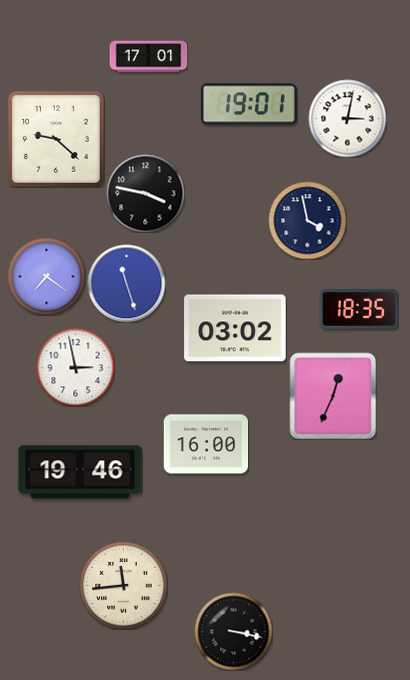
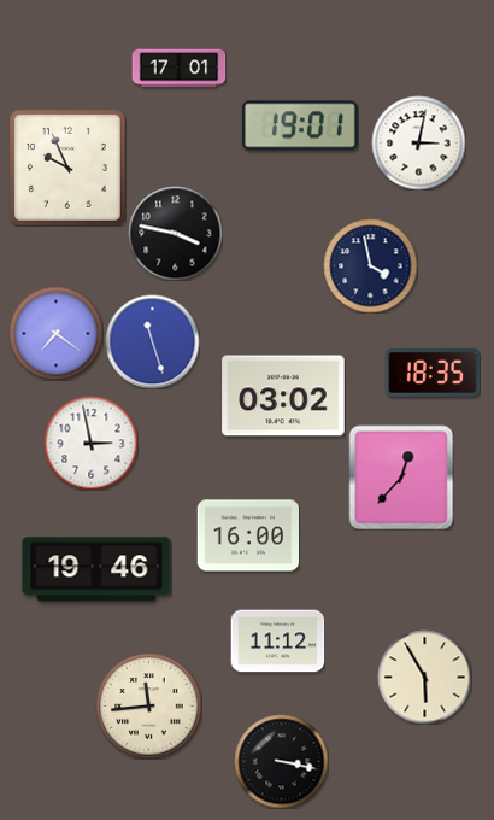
clock at (56, 139): 9:22 -> 9:56
clock at (333, 396): 12:34 -> 12:37
clock at (277, 642): none -> 11:12
clock at (424, 676): none -> 5:55
